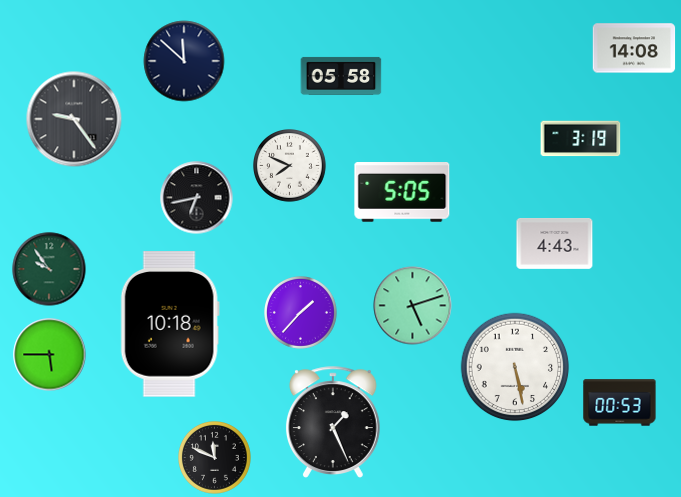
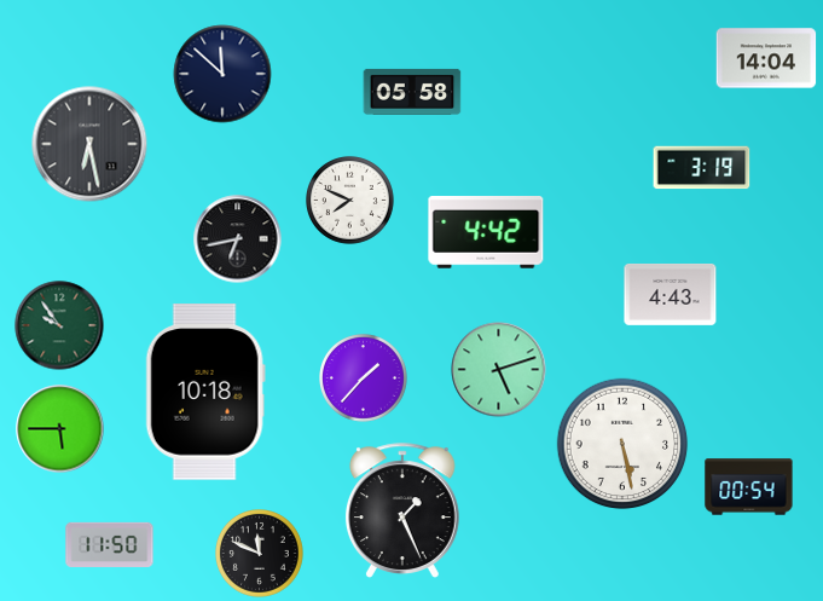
clock at (634, 48): 14:08 -> 14:04
clock at (74, 119): 9:24 -> 6:28
clock at (402, 193): 5:05 -> 4:42
clock at (620, 403): 00:53 -> 00:54
clock at (110, 544): none -> 11:50
